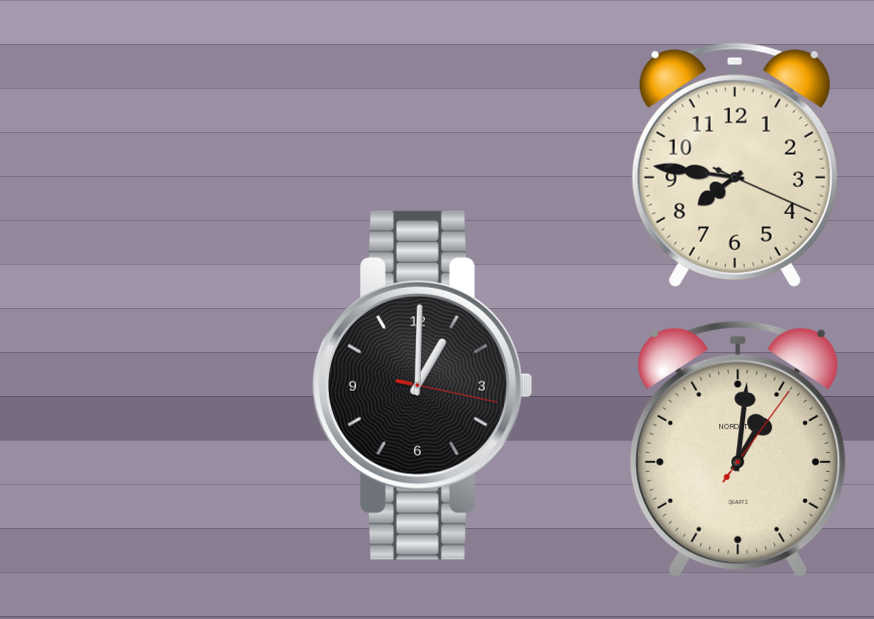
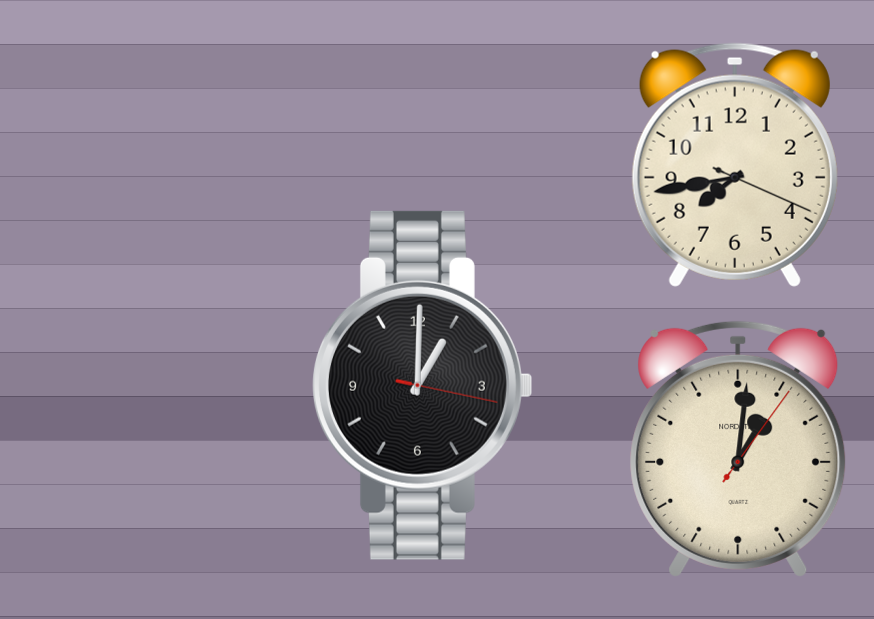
clock at (735, 165): 7:46 -> 7:43
